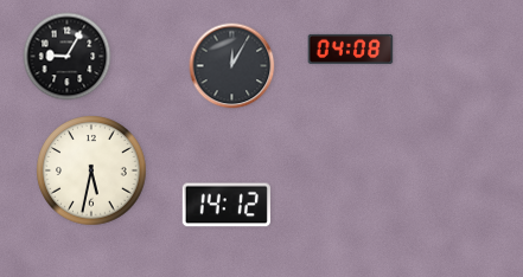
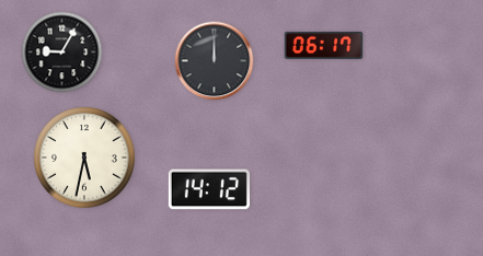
clock at (351, 49): 04:08 -> 06:17
clock at (232, 66): 12:05 -> 12:00
